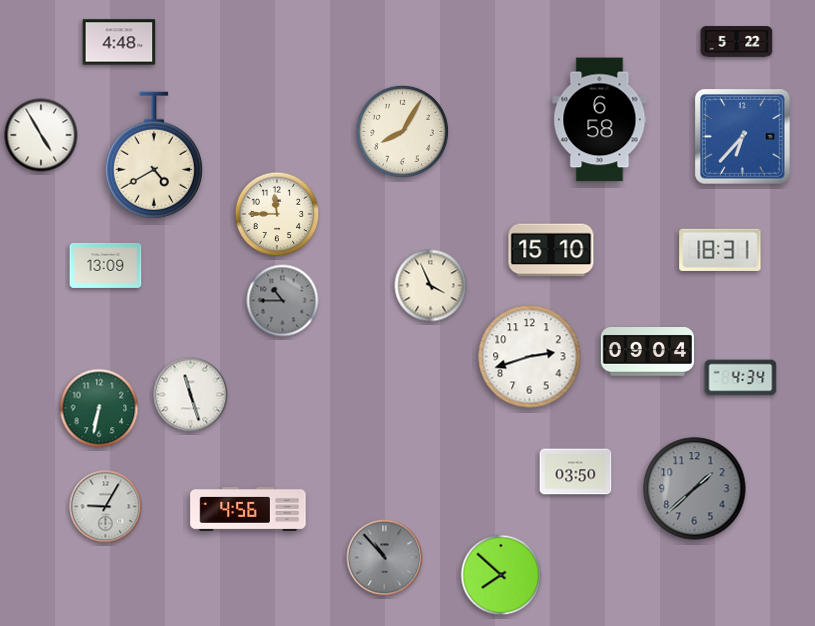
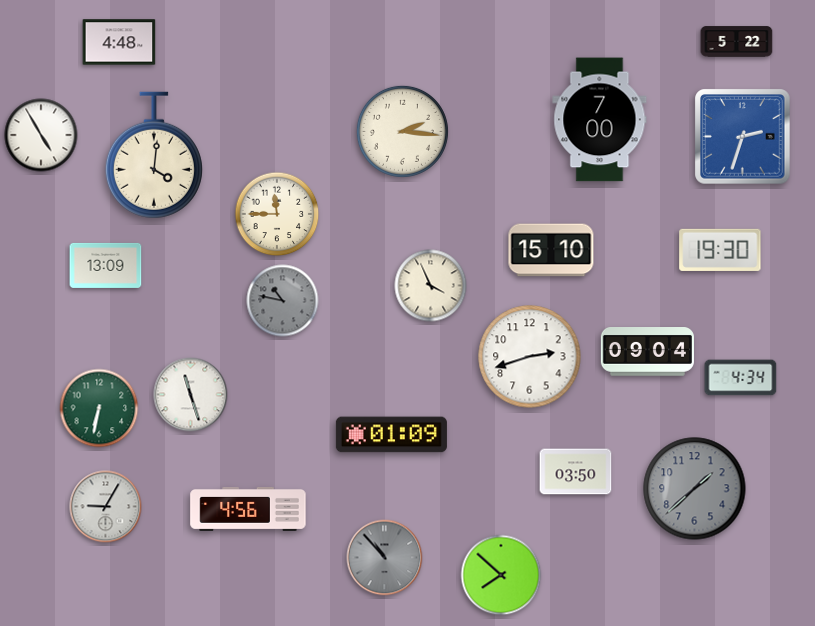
clock at (600, 120): 6:58 -> 7:00
clock at (402, 131): 8:05 -> 2:16
clock at (743, 137): 6:37 -> 2:33
clock at (154, 155): 4:40 -> 4:01
clock at (720, 250): 18:31 -> 19:30
clock at (283, 301): 10:45 -> 10:47
clock at (391, 435): none -> 01:09
